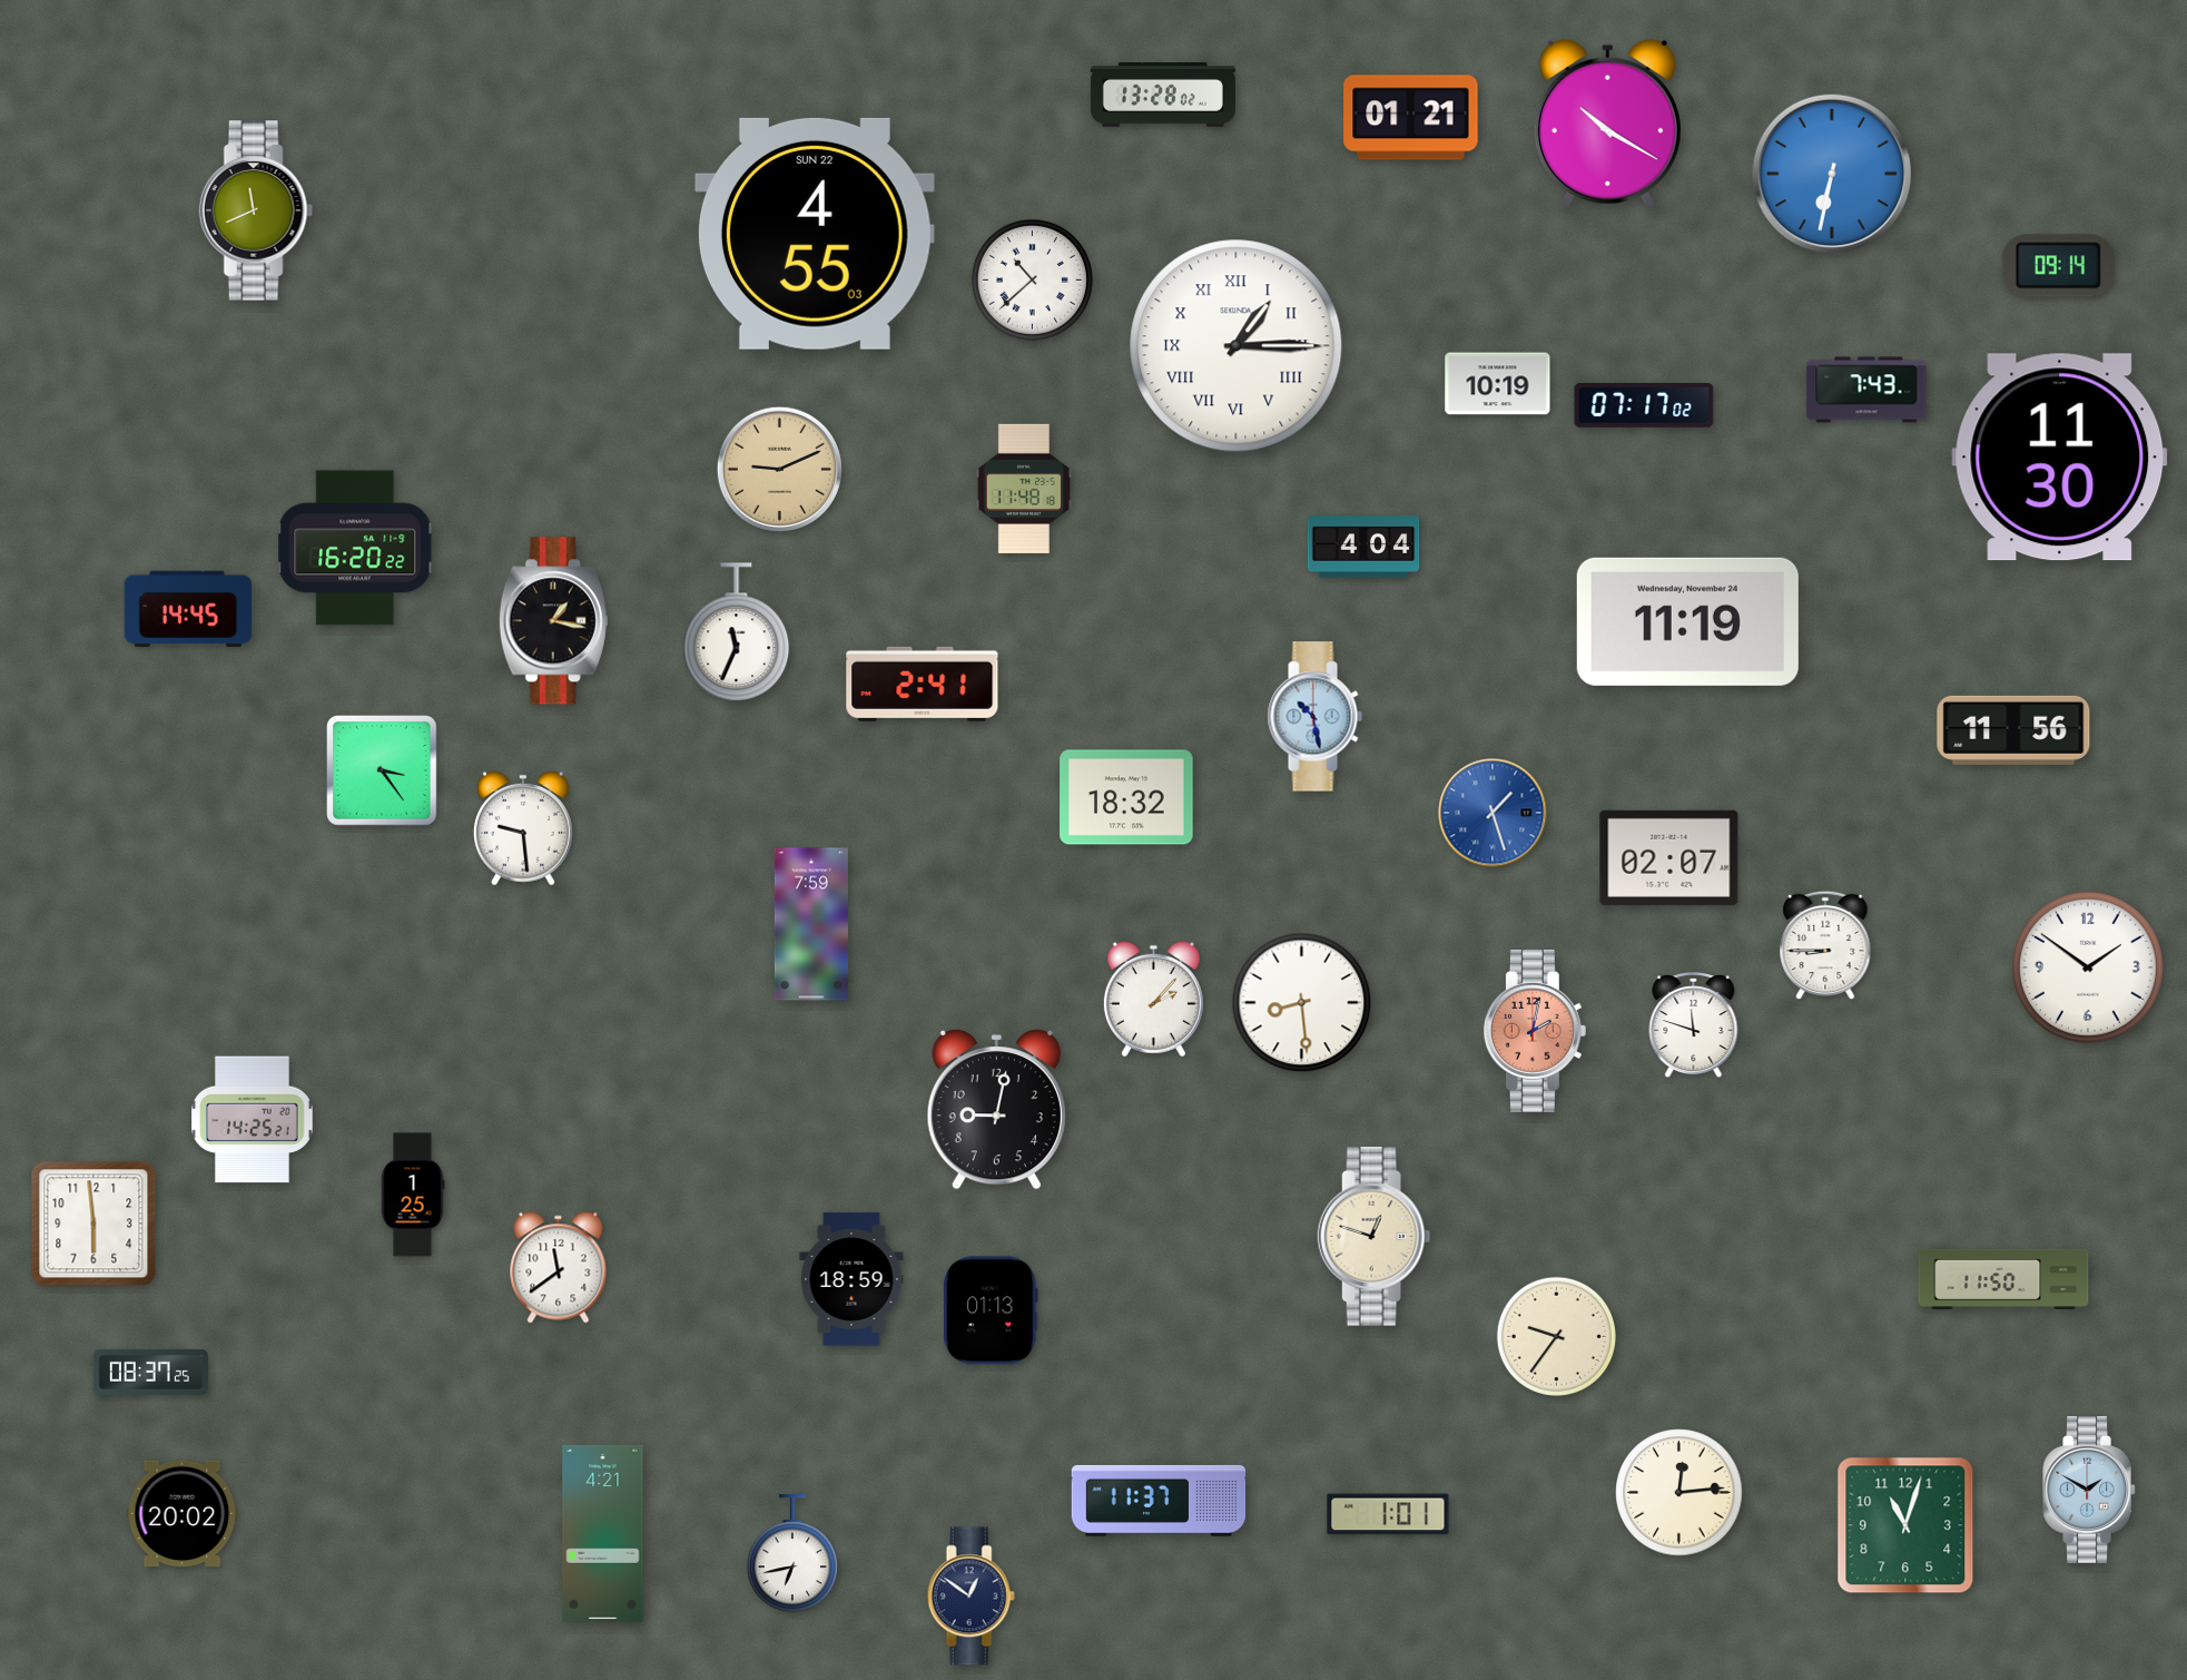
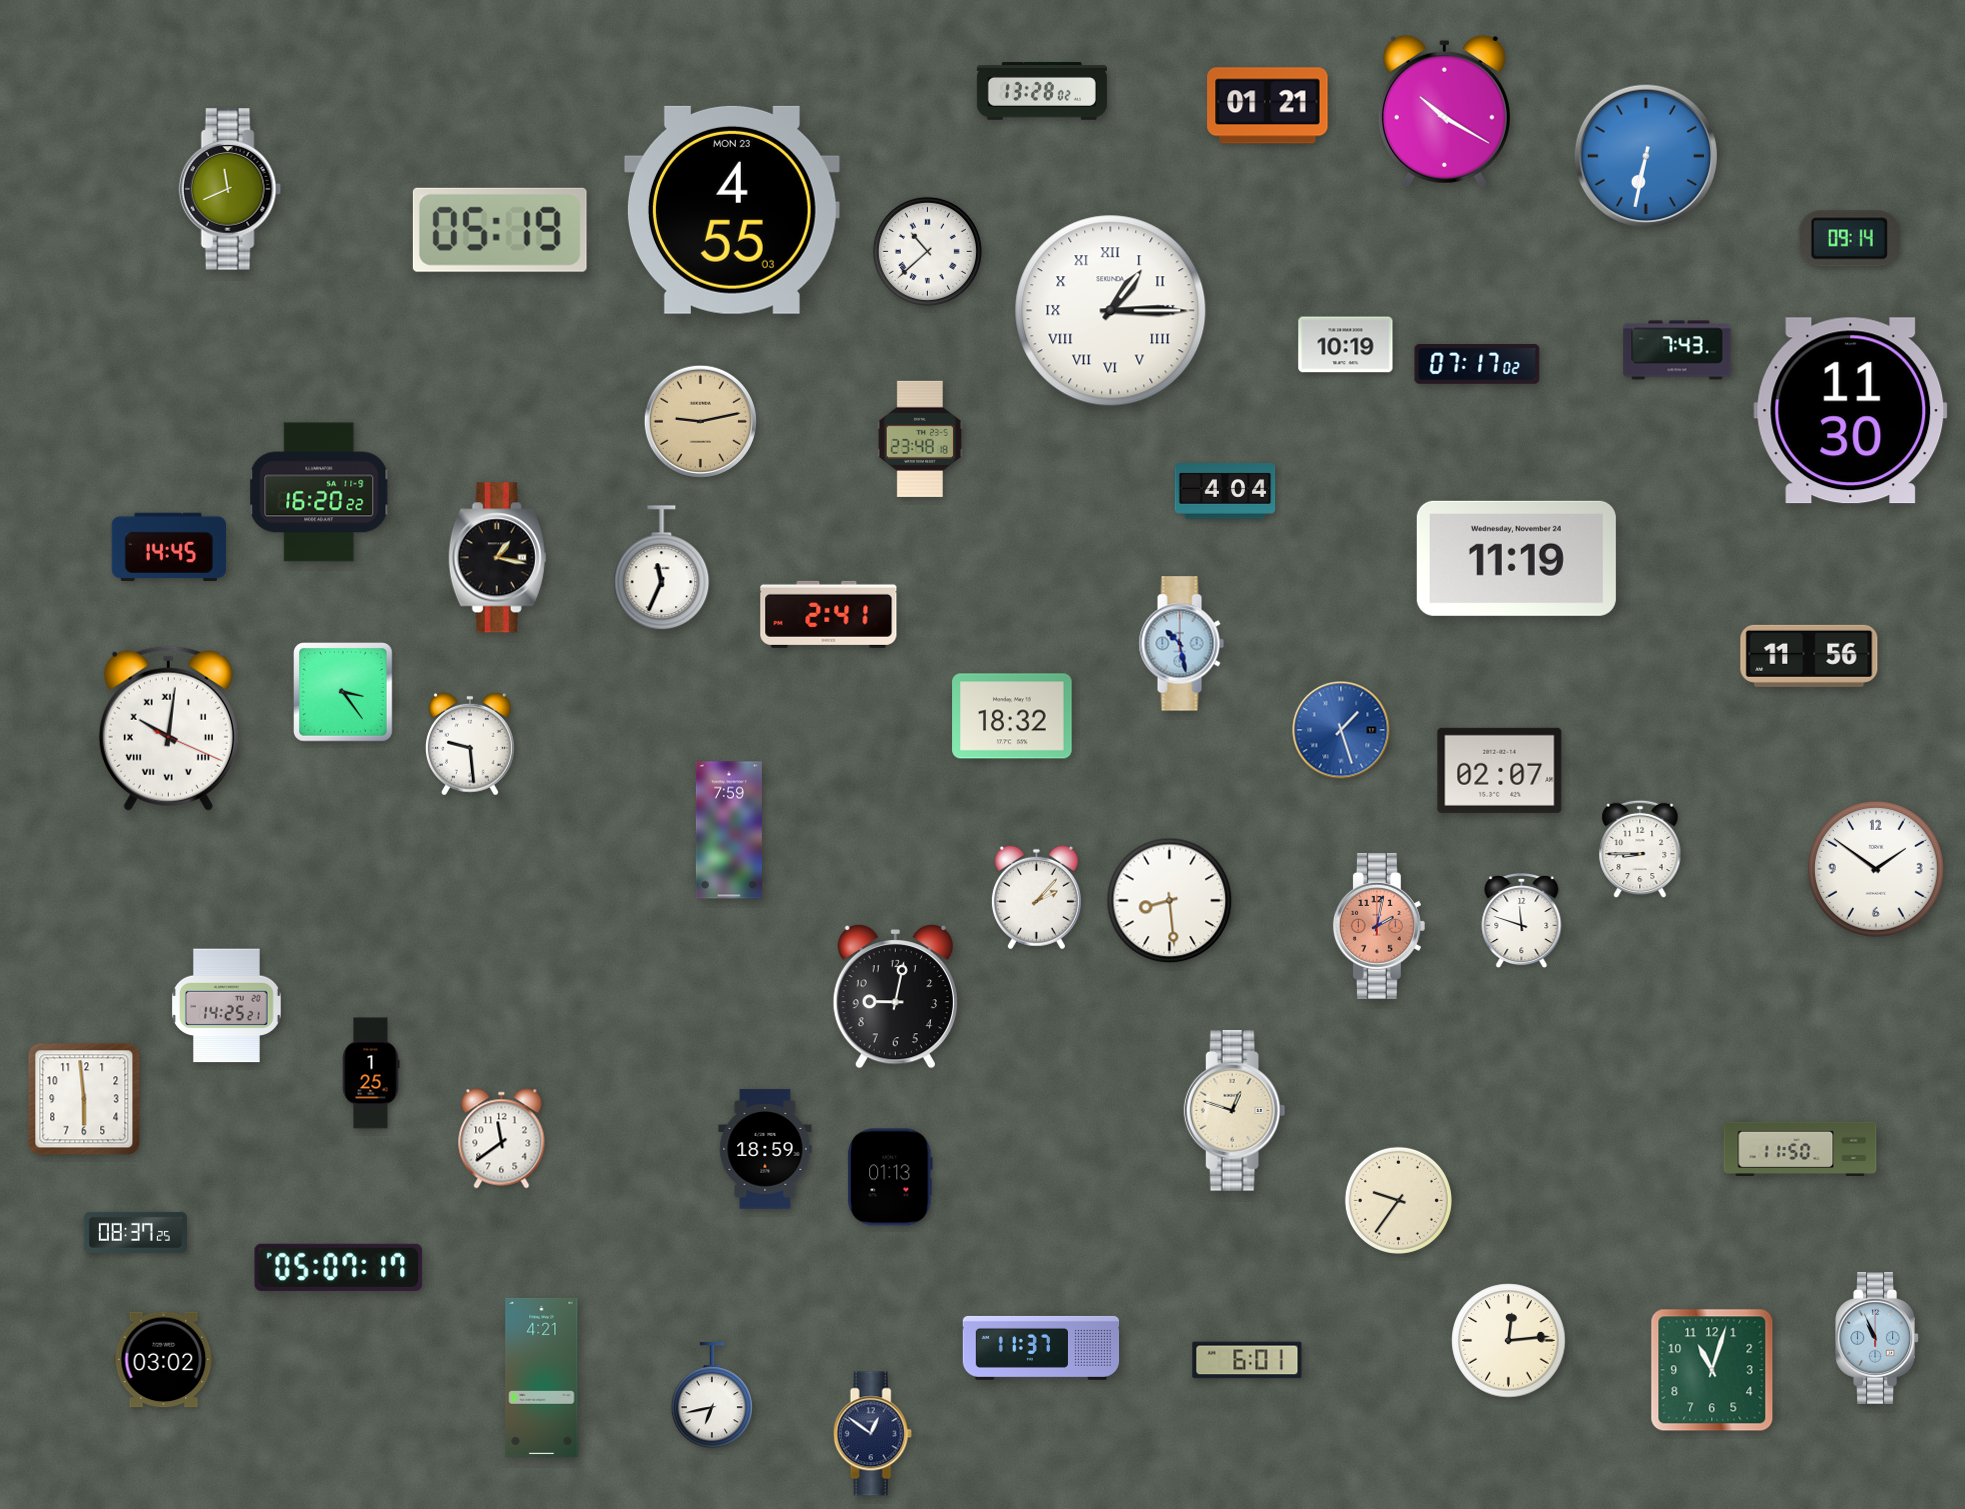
clock at (1163, 96) position: (1163, 96) -> (1042, 92)
clock at (815, 234) date: SUN 22 -> MON 23
clock at (500, 230): none -> 05:19
clock at (779, 469): 9:11 -> 9:13
clock at (1023, 489): 11:48 -> 23:48
clock at (168, 728): none -> 10:01
clock at (339, 1267): none -> 05:07
clock at (2089, 1490): 1:50 -> 10:56
clock at (183, 1514): 20:02 -> 03:02
clock at (1388, 1514): 1:01 -> 6:01
